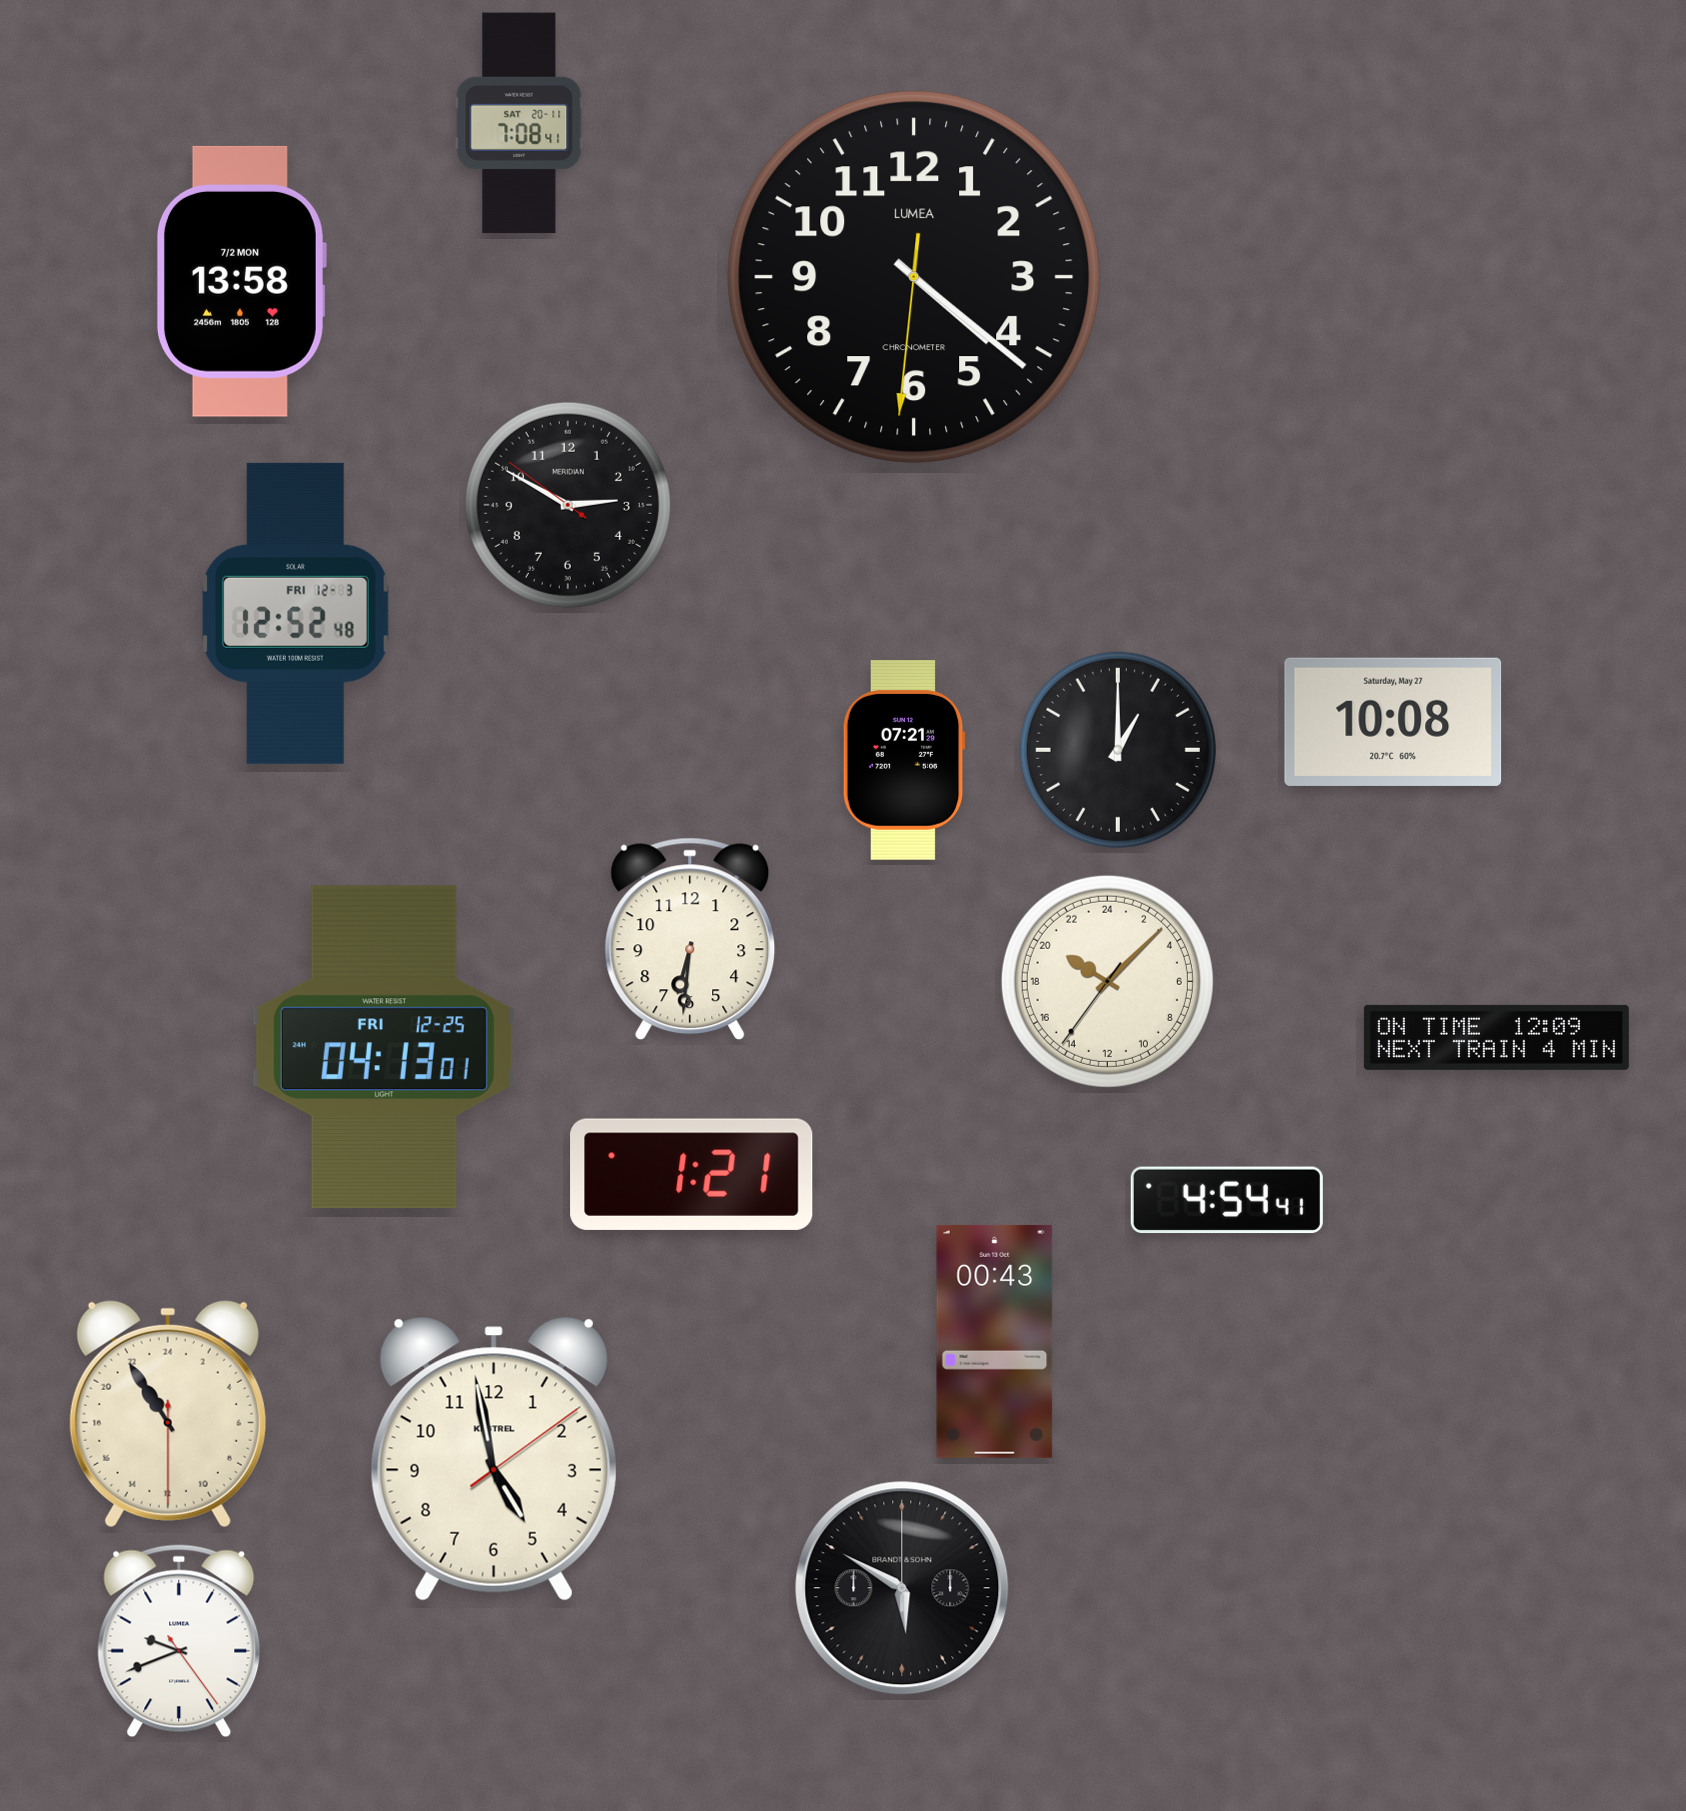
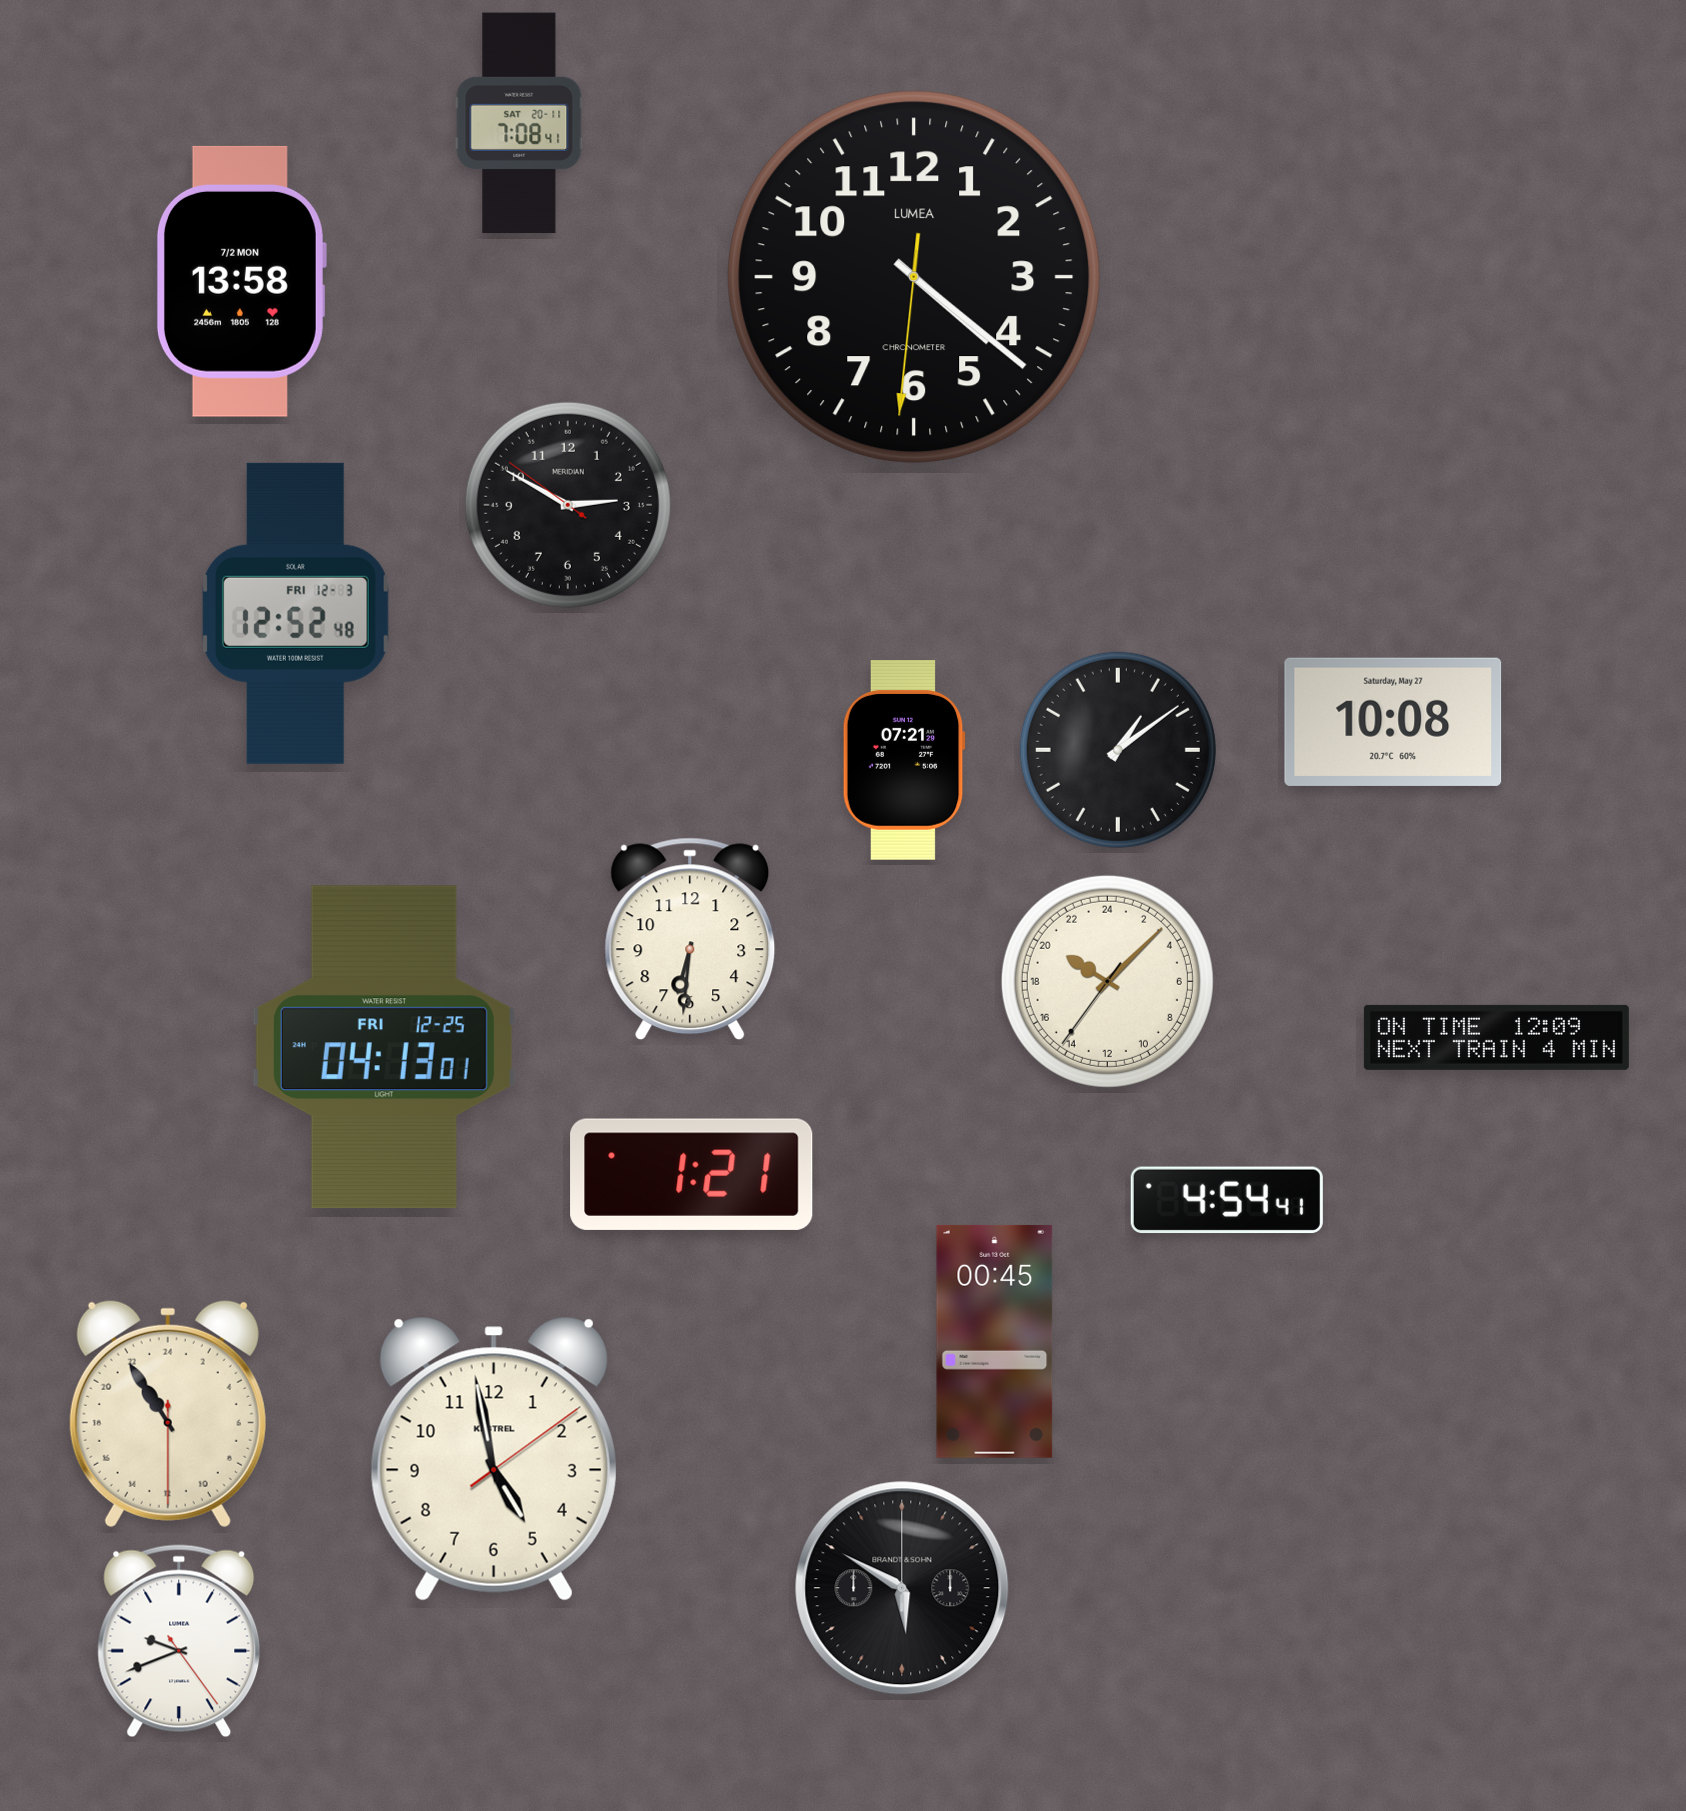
clock at (1118, 750): 1:00 -> 1:09
clock at (995, 1341): 00:43 -> 00:45
